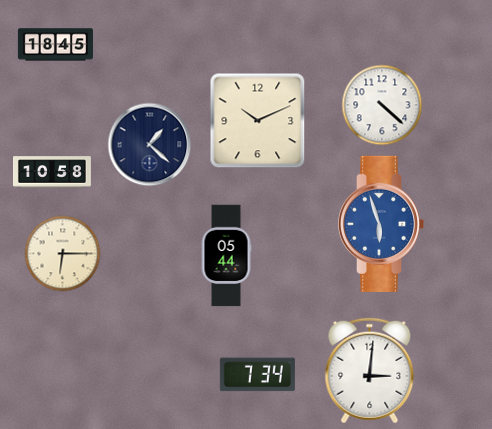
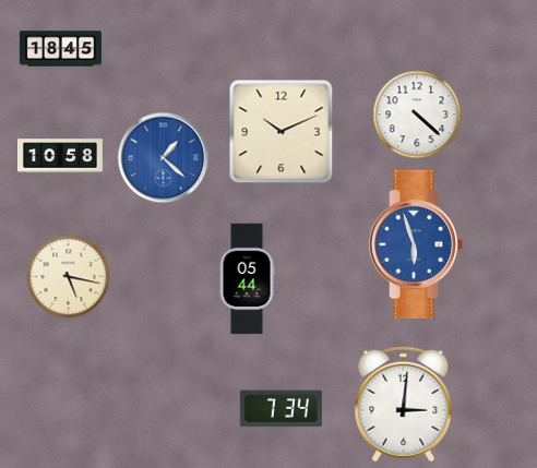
clock at (150, 145) dial: navy -> blue
clock at (53, 172) position: (53, 172) -> (61, 156)
clock at (63, 254): 6:15 -> 5:17
